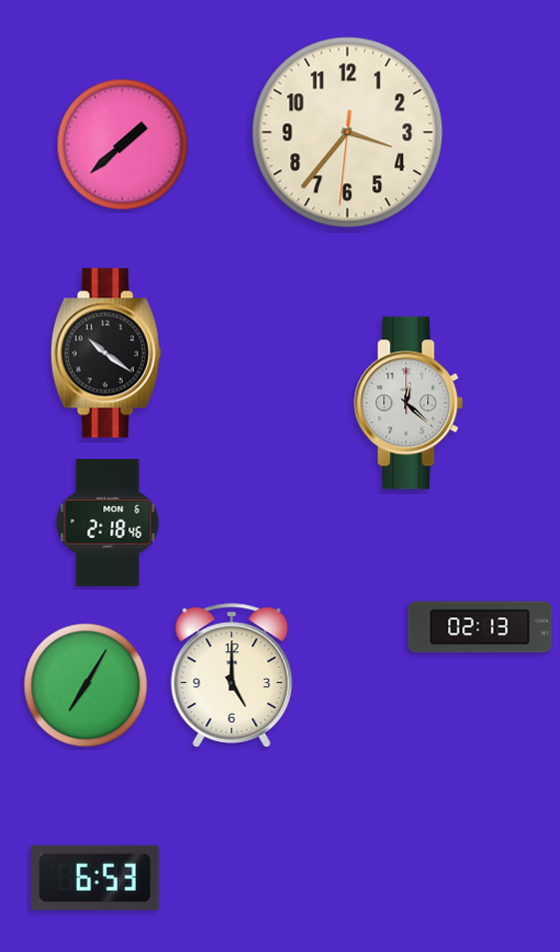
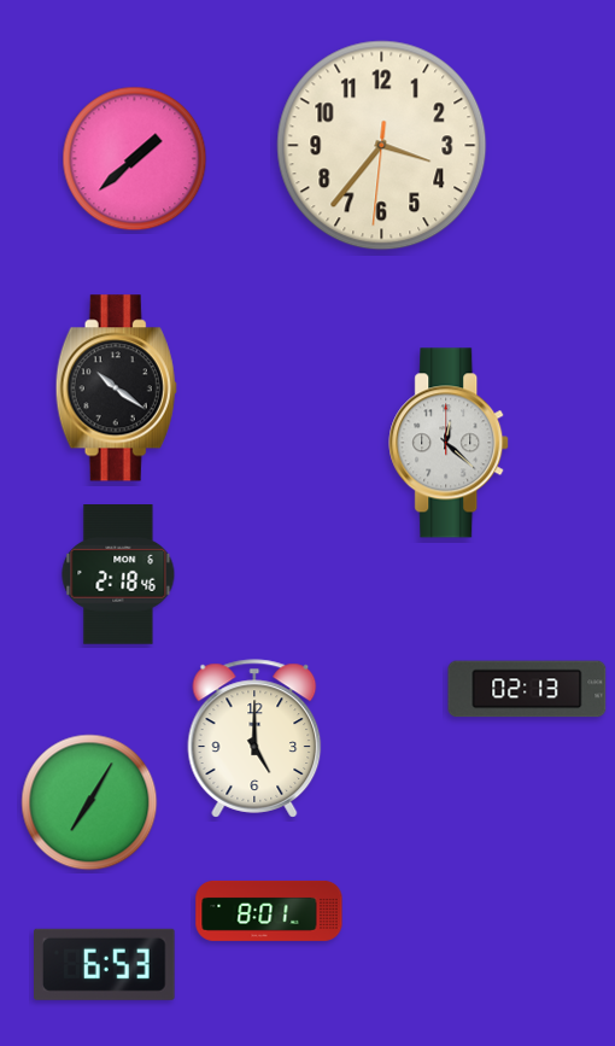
clock at (232, 675) position: (232, 675) -> (254, 738)
clock at (86, 685) position: (86, 685) -> (89, 802)
clock at (269, 911): none -> 8:01
